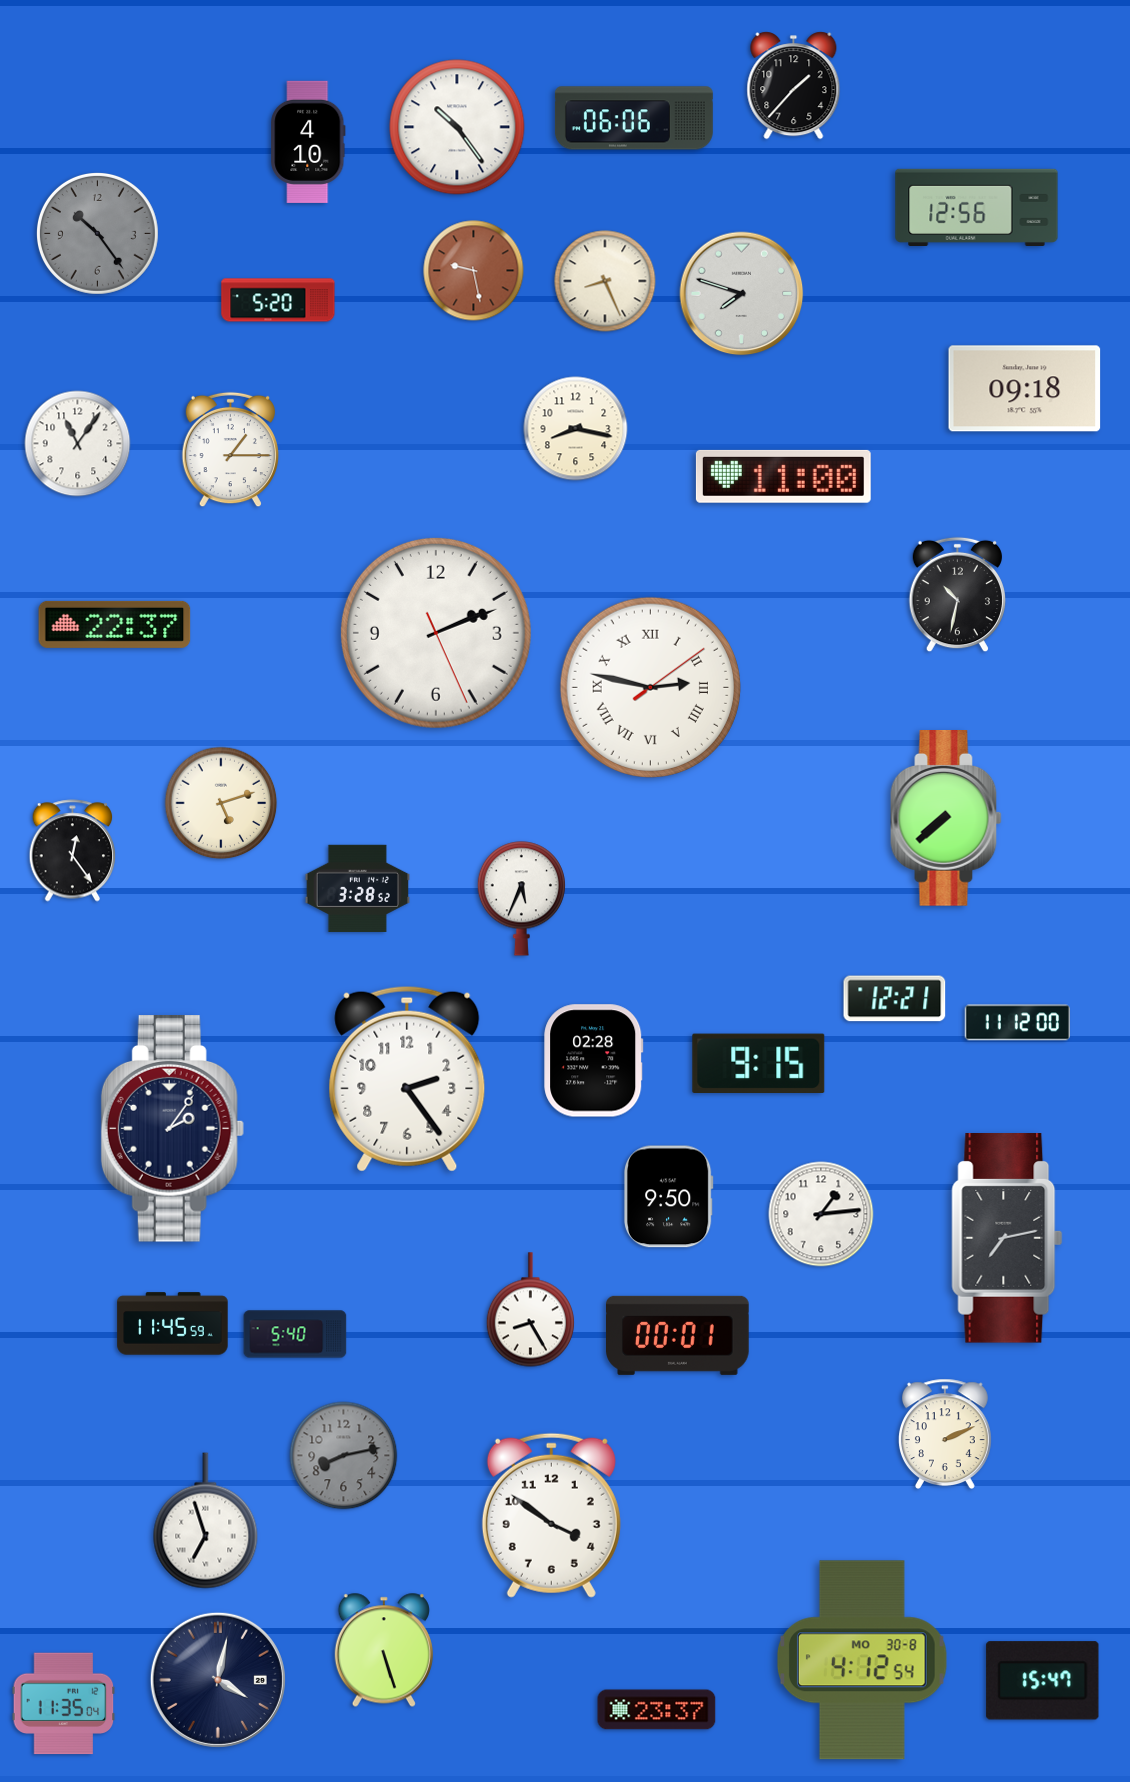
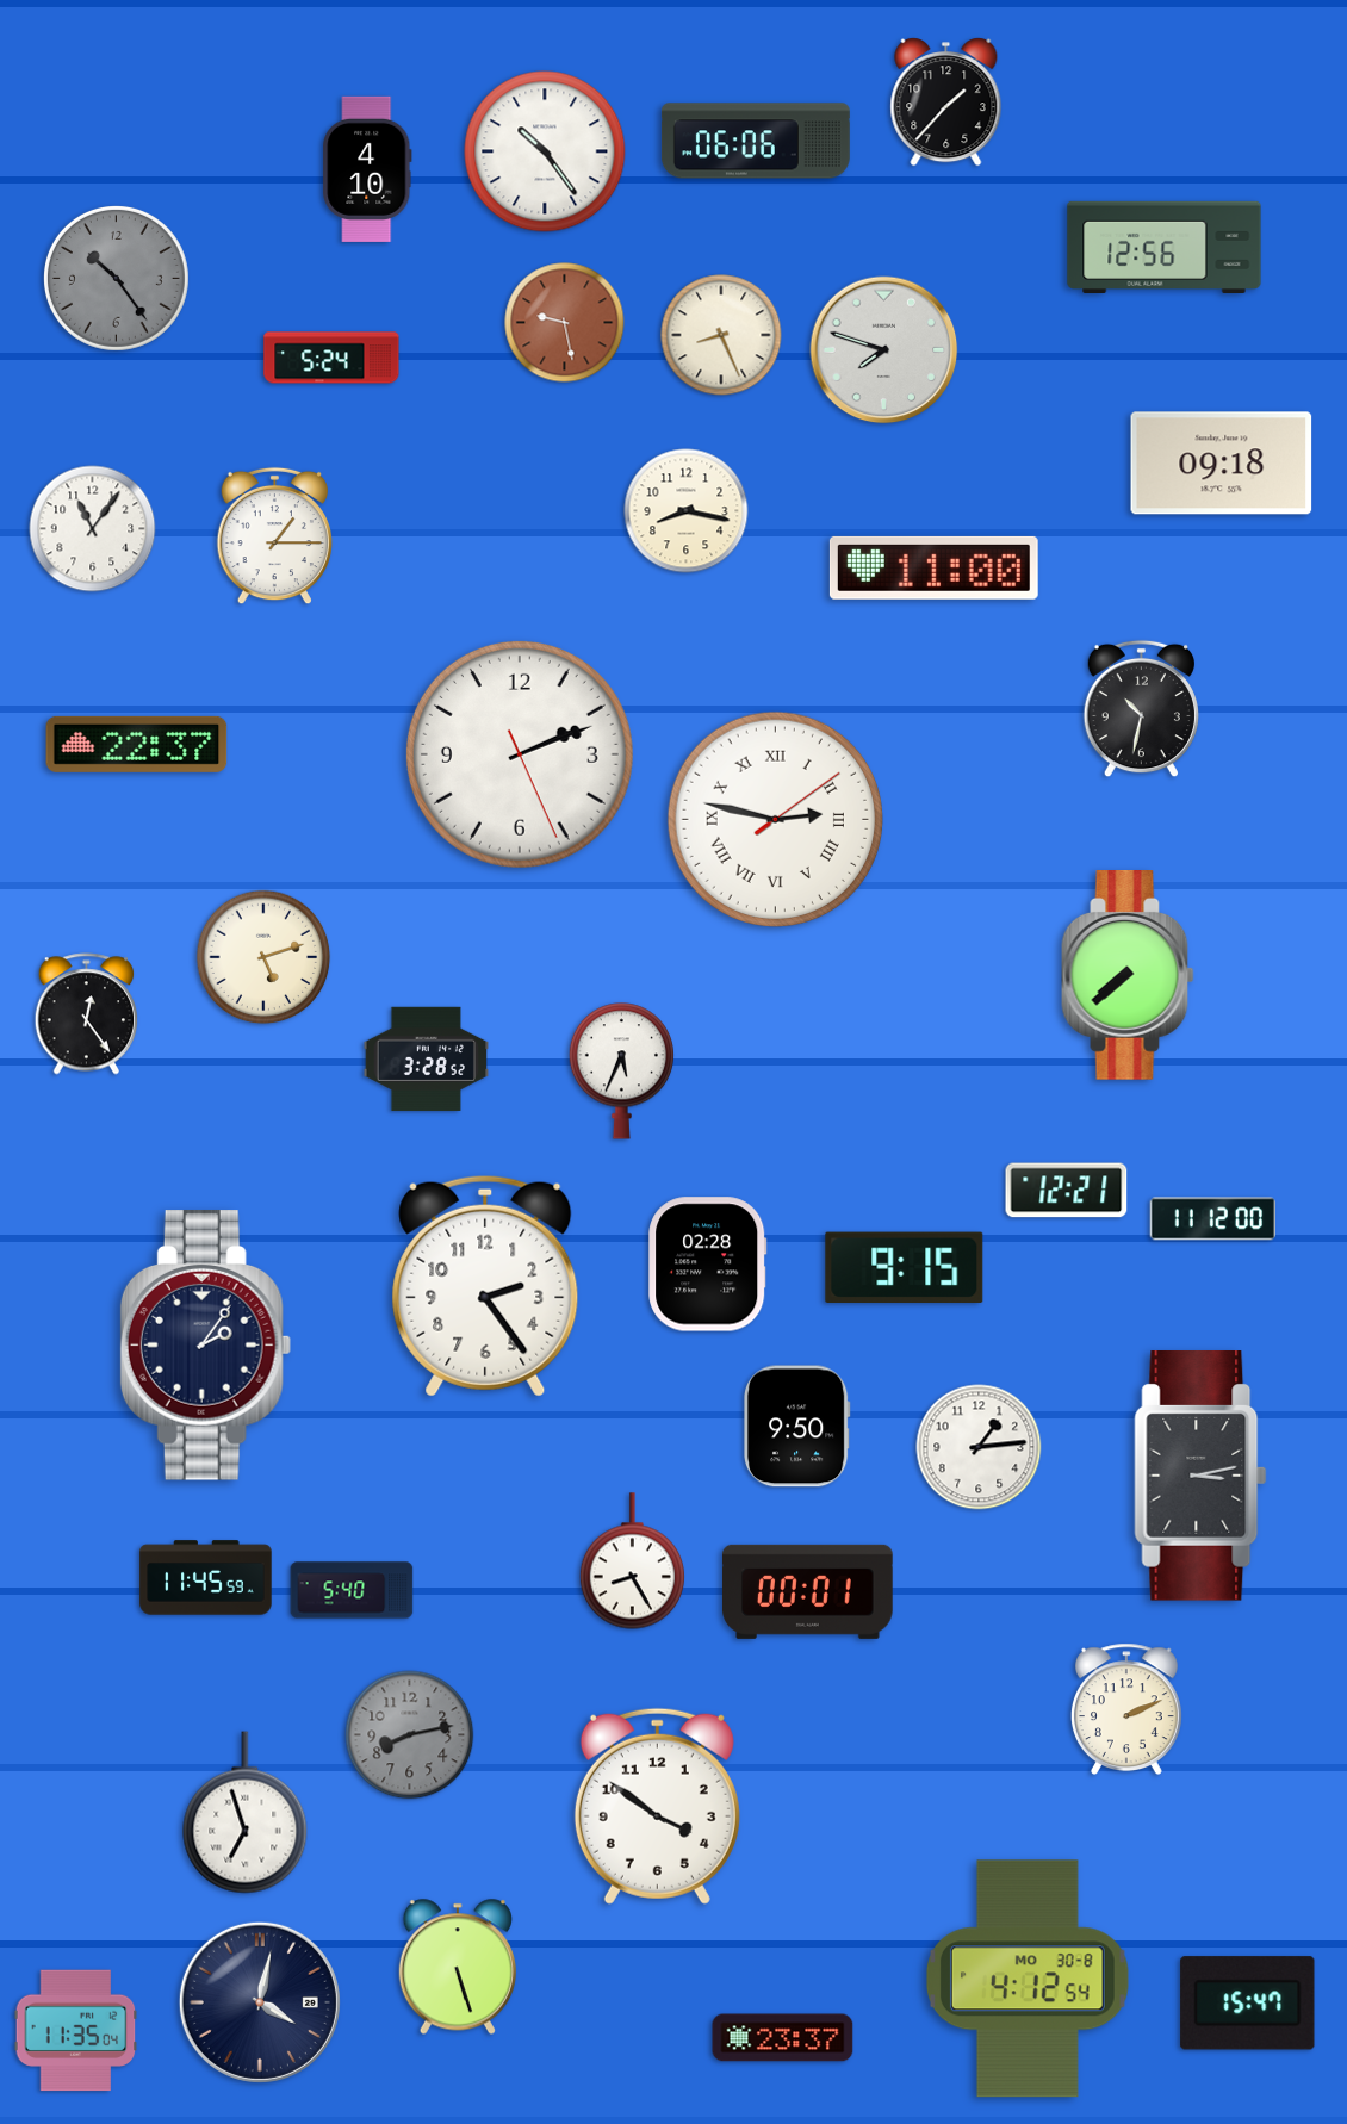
clock at (278, 300): 5:20 -> 5:24
clock at (1007, 1239): 7:13 -> 3:13
clock at (1043, 1681) position: (1043, 1681) -> (1248, 2004)
